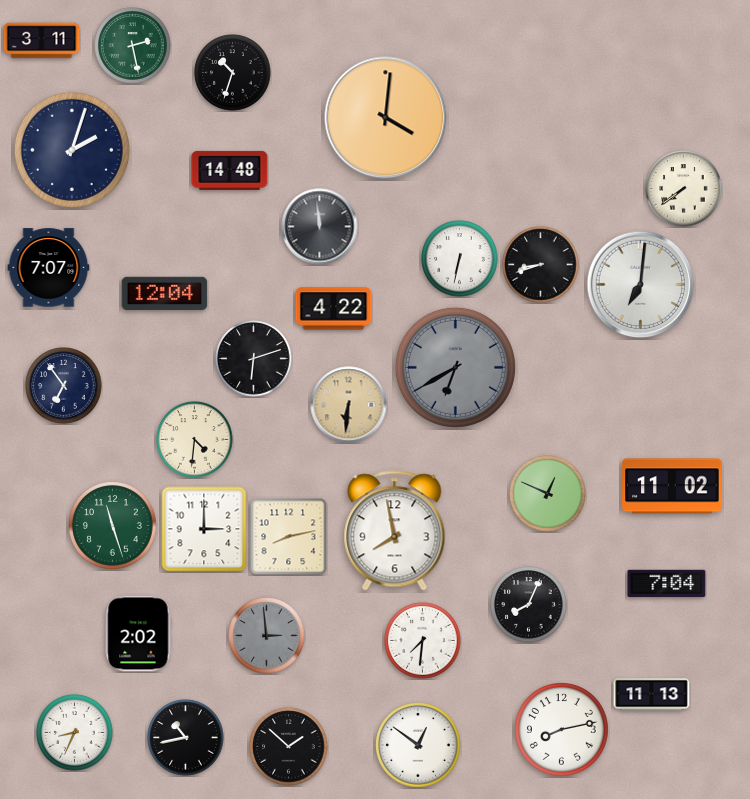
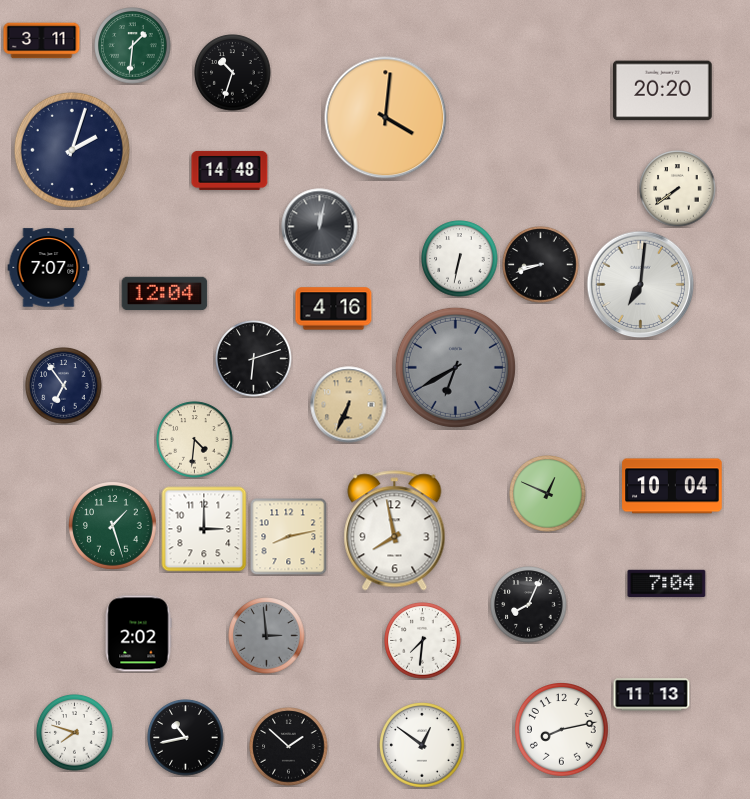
clock at (133, 46): 2:28 -> 1:31
clock at (663, 91): none -> 20:20
clock at (684, 189) position: (684, 189) -> (678, 189)
clock at (320, 227): 11:59 -> 12:02
clock at (334, 309): 4:22 -> 4:16
clock at (349, 405): 6:31 -> 6:34
clock at (672, 486): 11:02 -> 10:04
clock at (113, 526): 11:27 -> 1:27
clock at (75, 733): 8:34 -> 7:48
clock at (418, 745) position: (418, 745) -> (422, 745)
